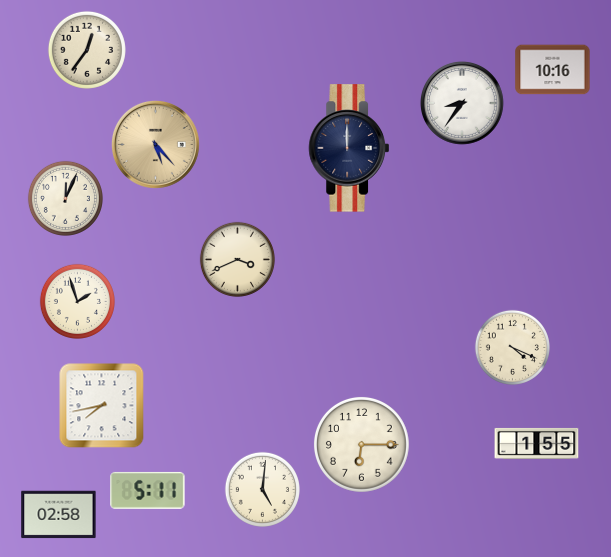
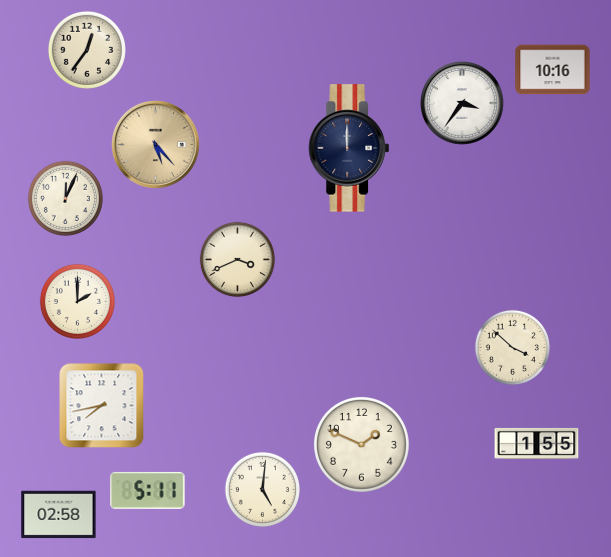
clock at (462, 103): 8:36 -> 3:36
clock at (77, 301): 1:57 -> 2:00
clock at (512, 347): 4:19 -> 3:52
clock at (361, 444): 6:15 -> 1:49
